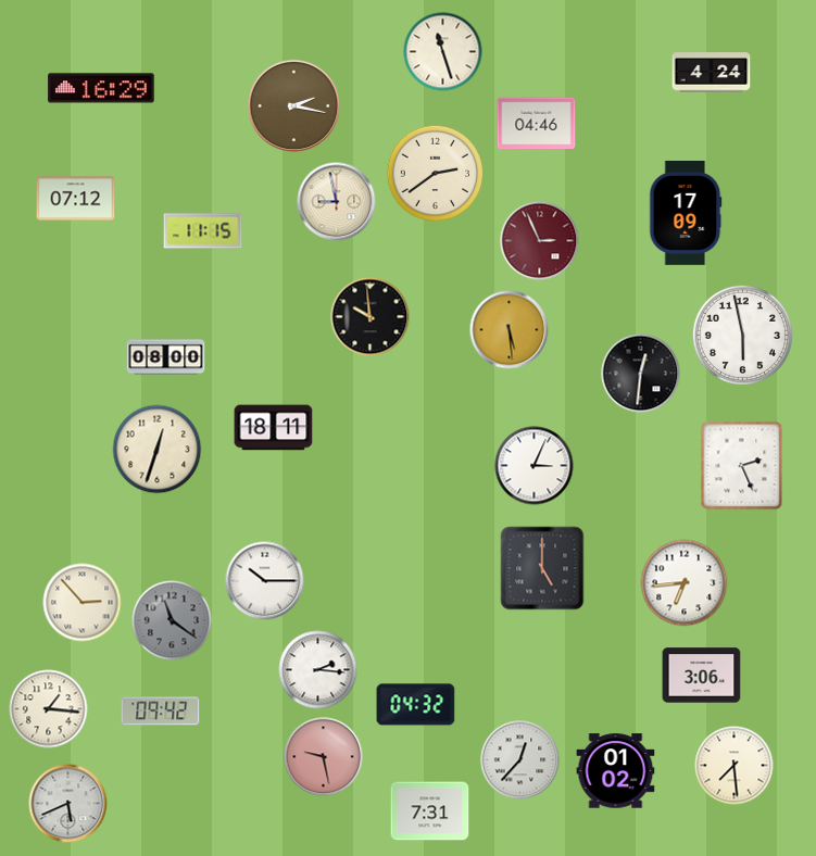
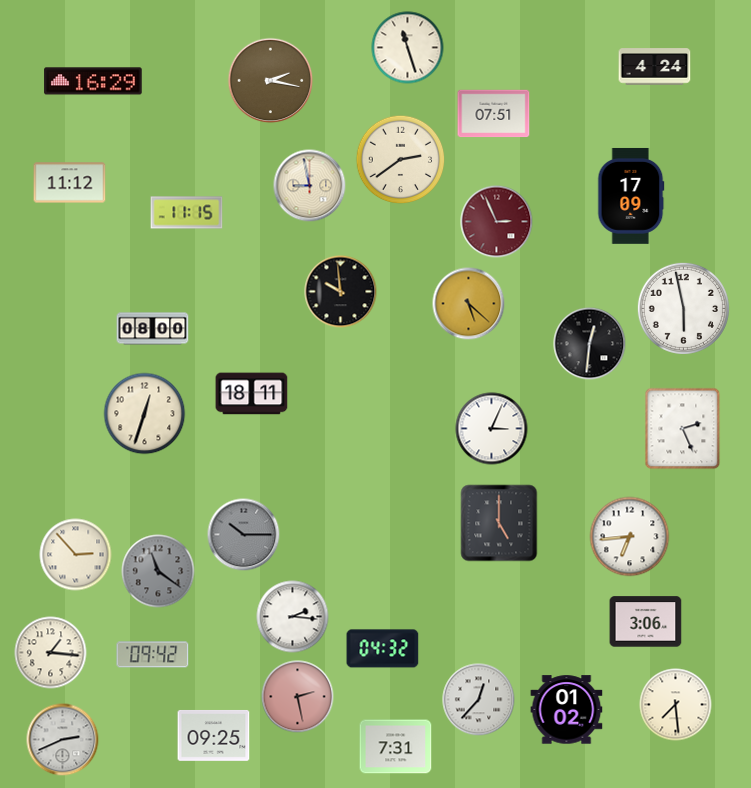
clock at (294, 106) position: (294, 106) -> (271, 81)
clock at (537, 124): 04:46 -> 07:51
clock at (76, 199): 07:12 -> 11:12
clock at (510, 330): 5:29 -> 5:22
clock at (265, 581) dial: white -> grey
clock at (49, 709) position: (49, 709) -> (51, 653)
clock at (161, 712) position: (161, 712) -> (153, 655)
clock at (324, 757): 9:28 -> 2:28
clock at (214, 735): none -> 09:25
clock at (68, 804): 5:41 -> 2:41
